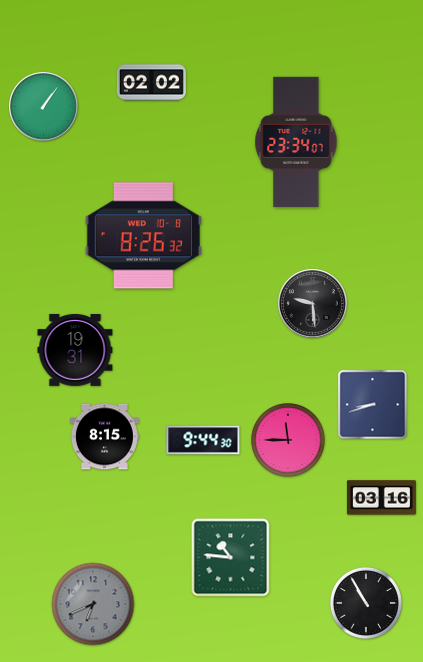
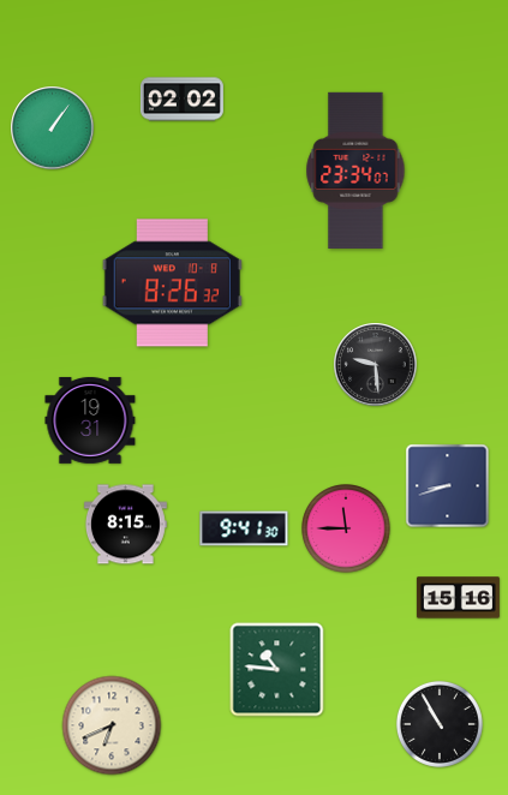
clock at (203, 440): 9:44 -> 9:41
clock at (381, 498): 03:16 -> 15:16
clock at (93, 604) dial: grey -> cream
